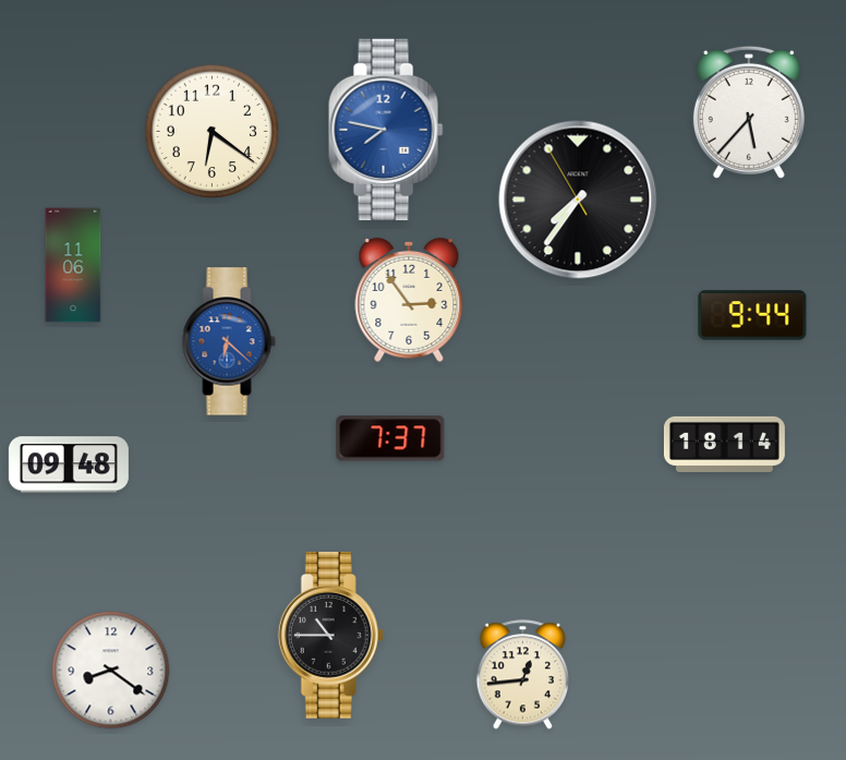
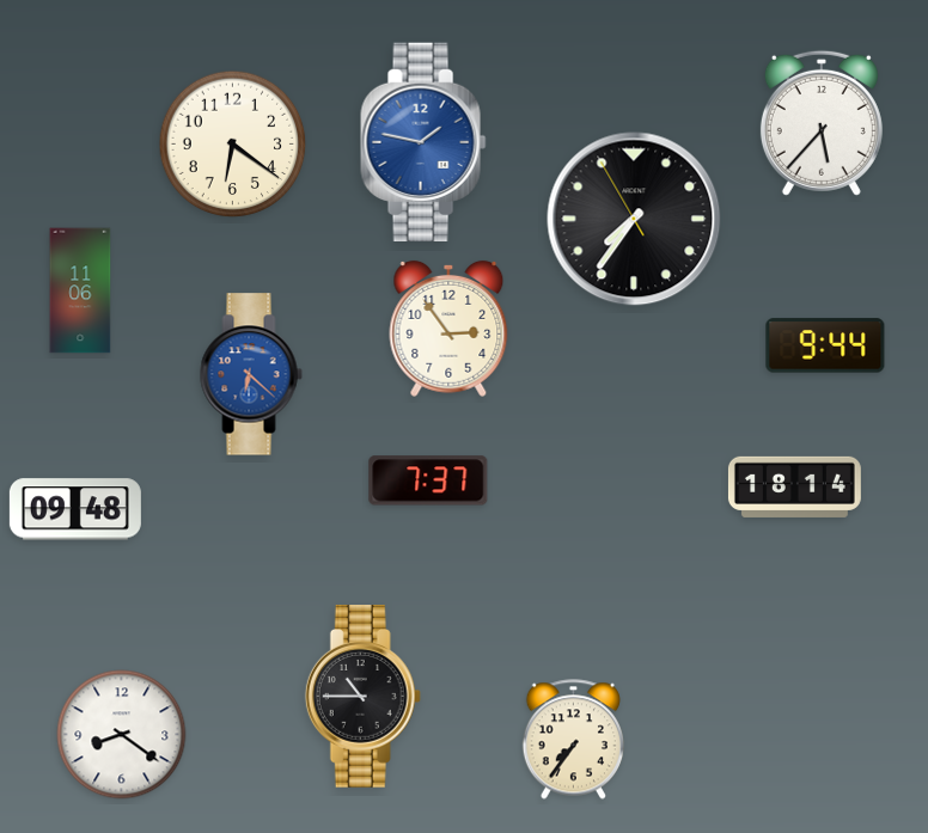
clock at (386, 129): 7:47 -> 1:47
clock at (522, 675): 12:44 -> 7:36
